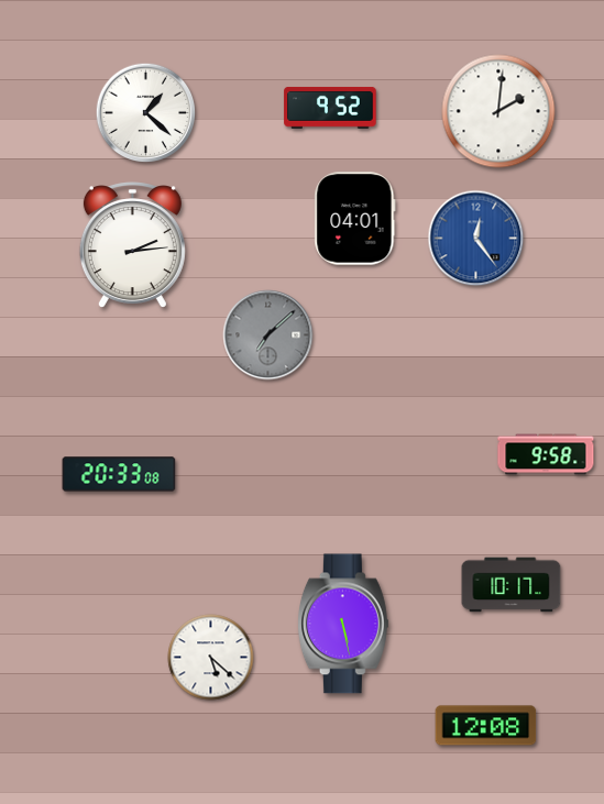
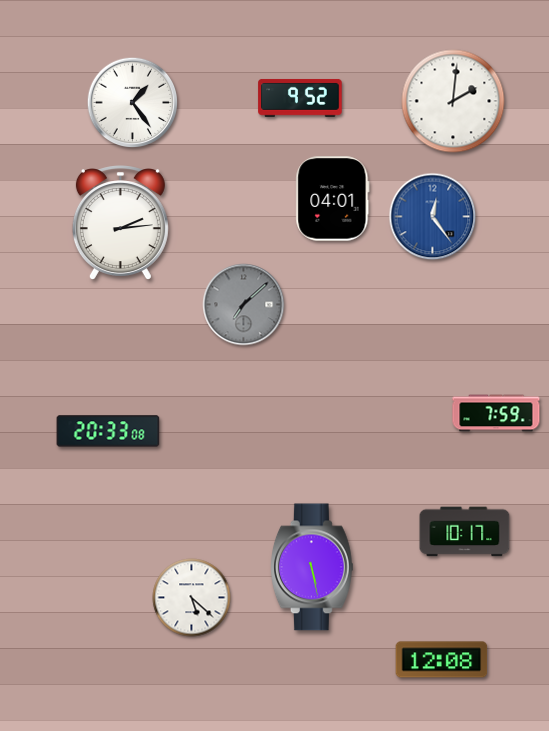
clock at (146, 113): 1:22 -> 1:24
clock at (355, 219) position: (355, 219) -> (333, 199)
clock at (546, 454): 9:58 -> 7:59
